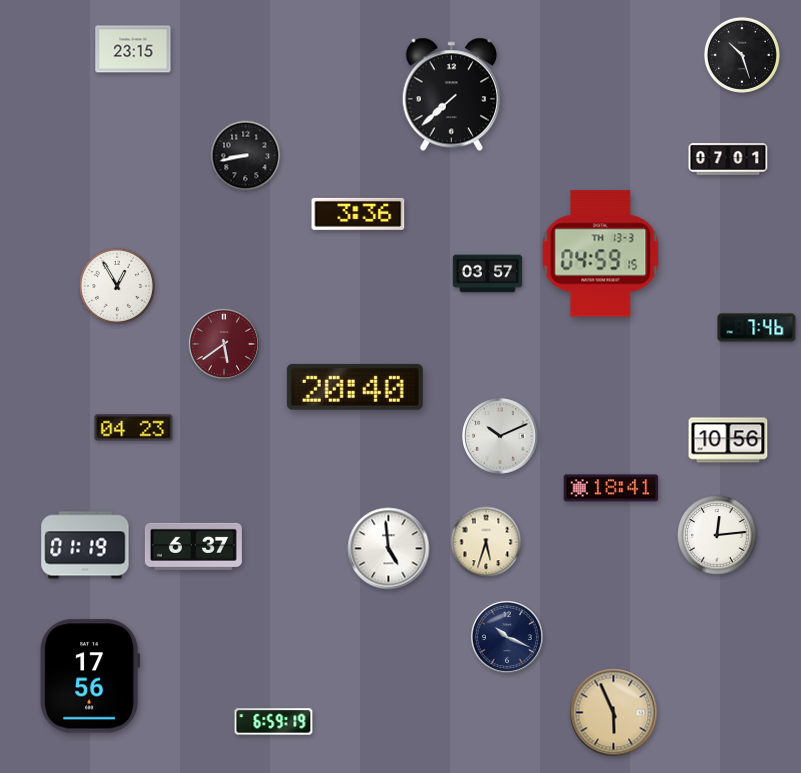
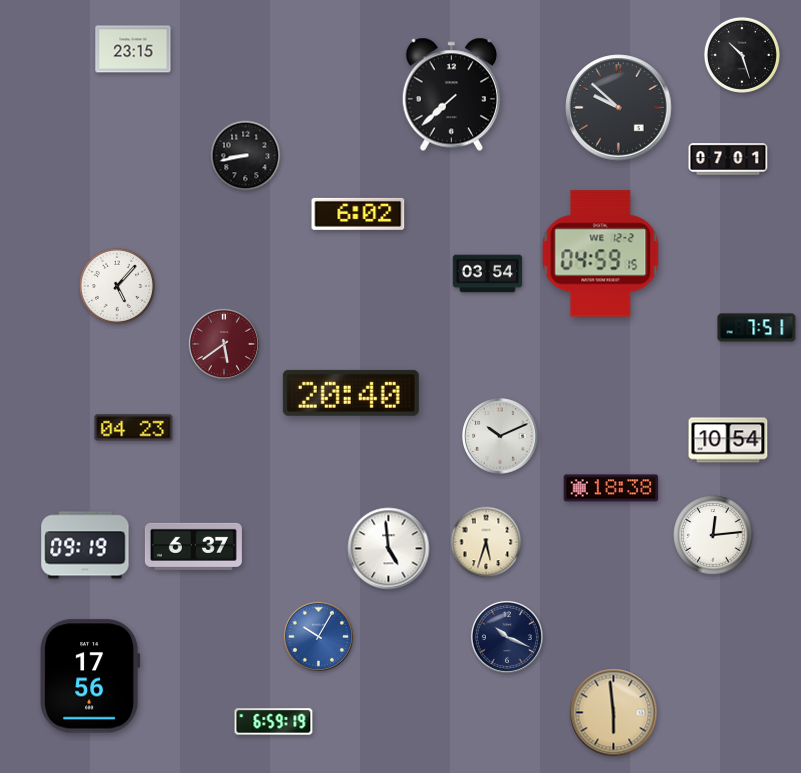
clock at (619, 108): none -> 9:52
clock at (358, 214): 3:36 -> 6:02
clock at (601, 254) date: TH 13-3 -> WE 12-2
clock at (488, 274): 03:57 -> 03:54
clock at (117, 286): 12:55 -> 5:07
clock at (757, 328): 7:46 -> 7:51
clock at (355, 387) position: (355, 387) -> (351, 393)
clock at (728, 440): 10:56 -> 10:54
clock at (611, 488): 18:41 -> 18:38
clock at (717, 535) position: (717, 535) -> (713, 535)
clock at (85, 545): 01:19 -> 09:19
clock at (318, 636): none -> 10:05
clock at (614, 713): 5:56 -> 5:59
